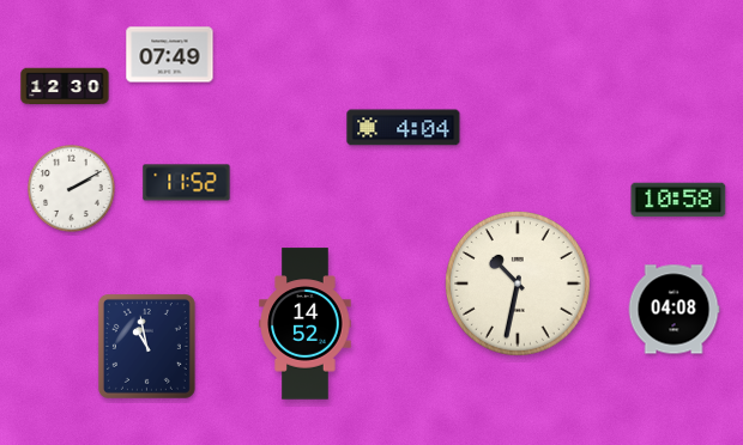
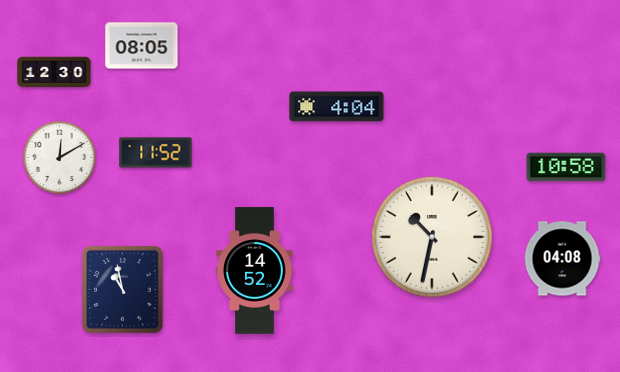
clock at (170, 55): 07:49 -> 08:05
clock at (72, 189): 2:10 -> 12:10
